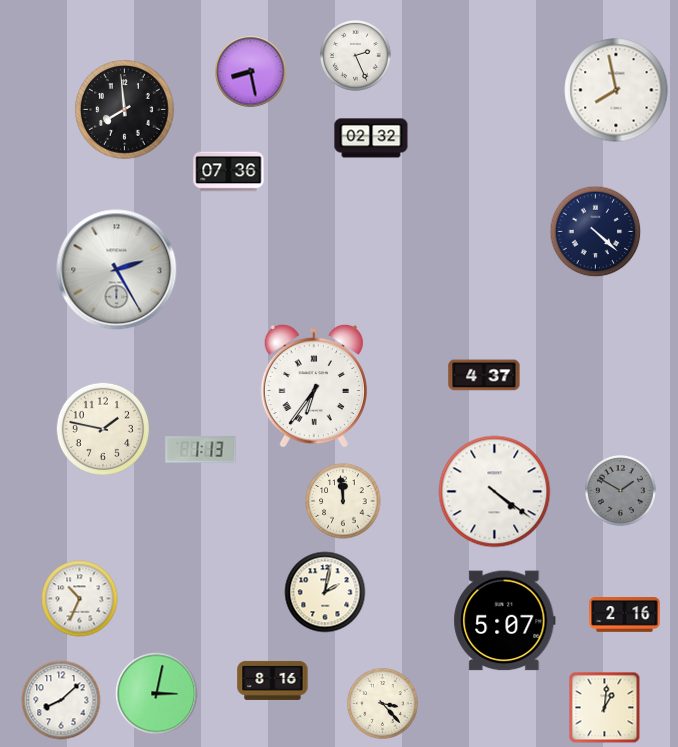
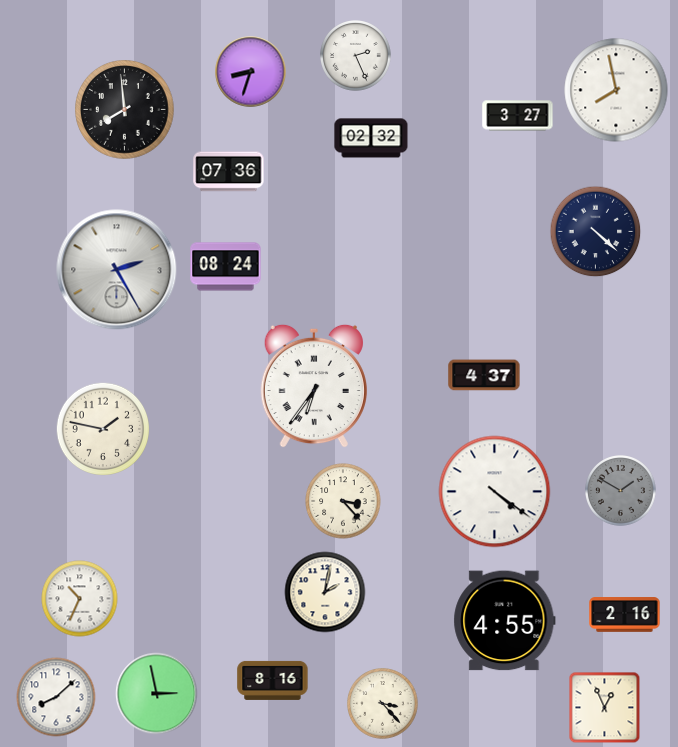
clock at (251, 72): 8:28 -> 8:33
clock at (518, 116): none -> 3:27
clock at (226, 267): none -> 08:24
clock at (201, 450): 1:13 -> none
clock at (343, 501): 11:59 -> 3:23
clock at (505, 621): 5:07 -> 4:55
clock at (157, 694): 3:02 -> 2:58
clock at (61, 700) position: (61, 700) -> (56, 697)
clock at (605, 708): 1:01 -> 12:56
